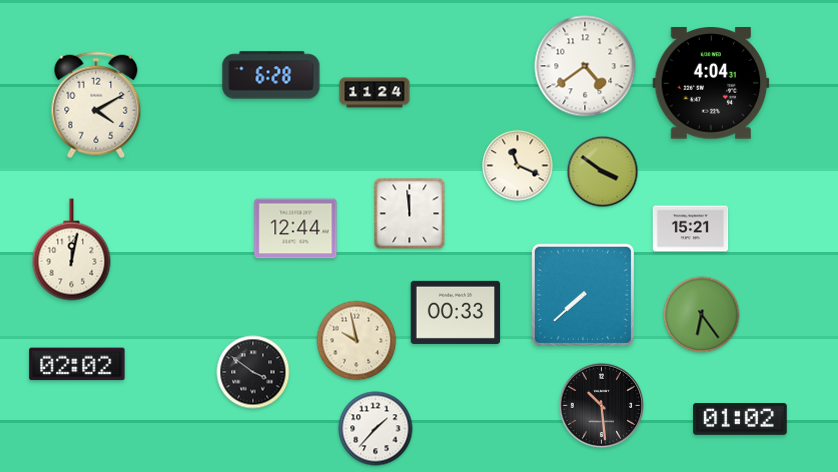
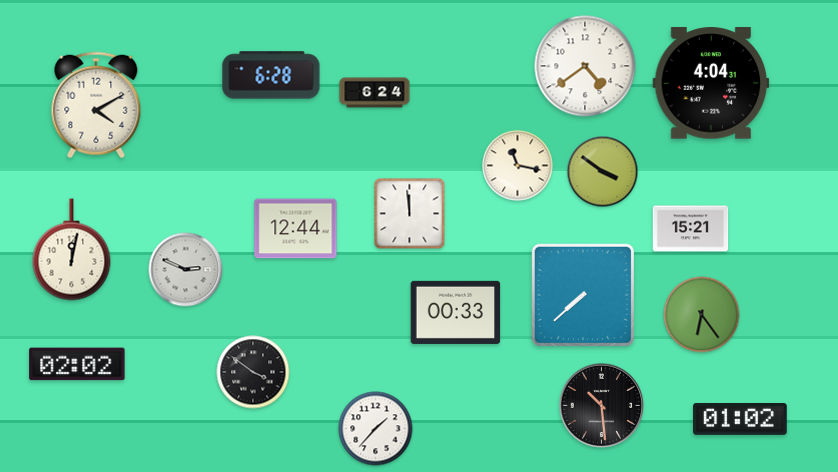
clock at (375, 93): 11:24 -> 6:24
clock at (518, 166): 11:19 -> 11:17
clock at (186, 270): none -> 2:49
clock at (357, 341): 9:58 -> none
